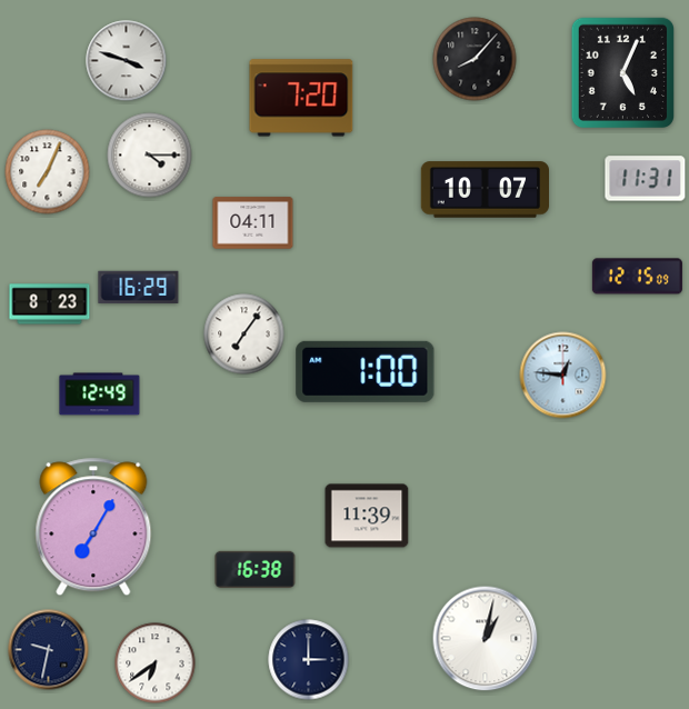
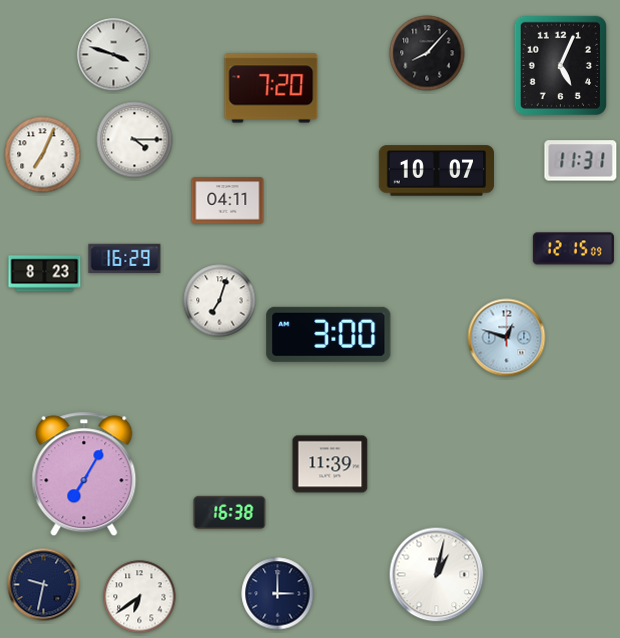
clock at (244, 334): 7:06 -> 7:03
clock at (366, 371): 1:00 -> 3:00
clock at (563, 376): 12:46 -> 12:48
clock at (100, 395): 12:49 -> none
